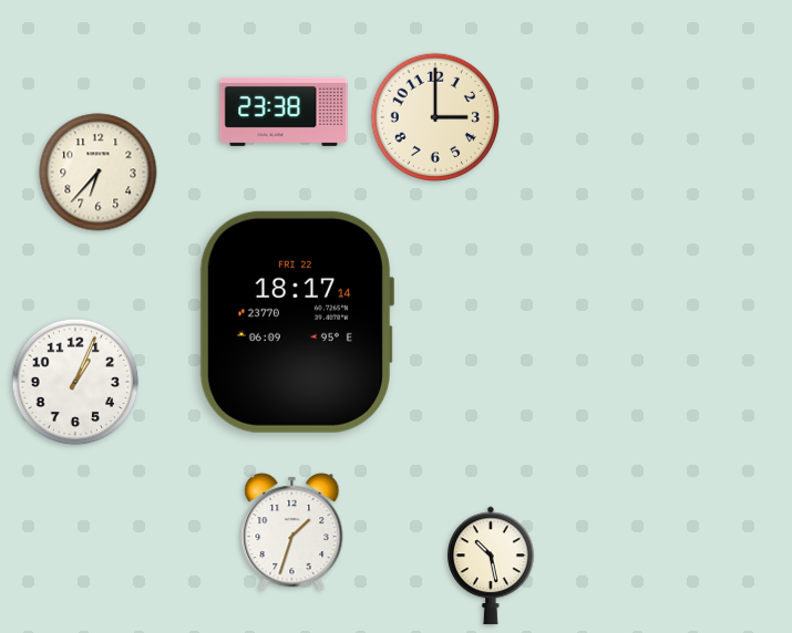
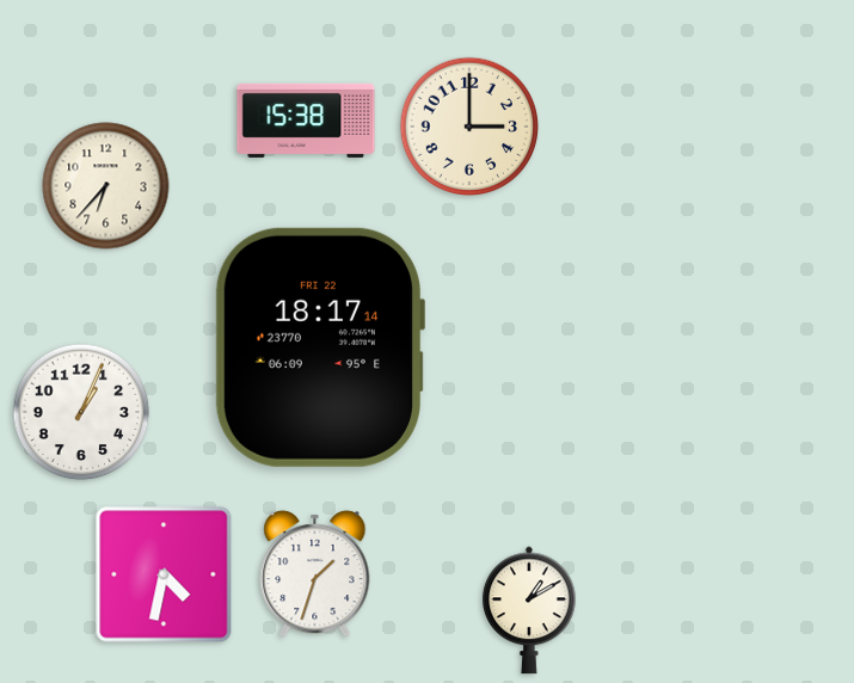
clock at (284, 112): 23:38 -> 15:38
clock at (164, 574): none -> 4:32
clock at (492, 565): 10:28 -> 1:10
